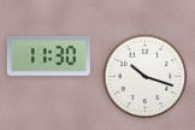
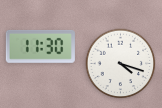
clock at (146, 77): 10:18 -> 4:18
